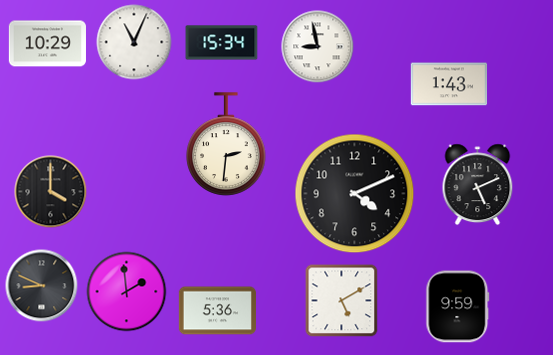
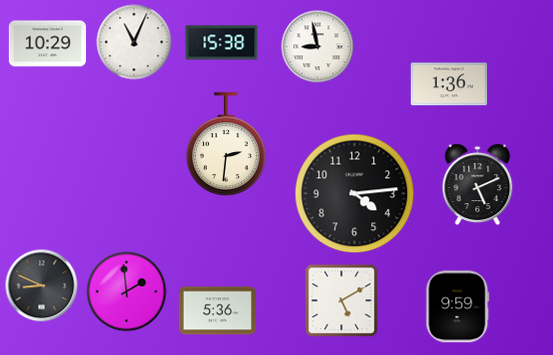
clock at (222, 43): 15:34 -> 15:38
clock at (449, 84): 1:43 -> 1:36
clock at (51, 192): 4:00 -> none
clock at (355, 194): 4:11 -> 4:14
